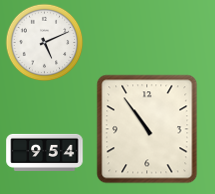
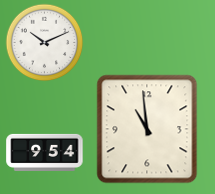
clock at (44, 42): 5:11 -> 10:11
clock at (147, 129): 10:54 -> 10:59
